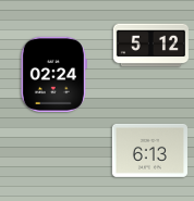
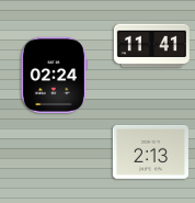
clock at (150, 46): 5:12 -> 11:41
clock at (149, 150): 6:13 -> 2:13
